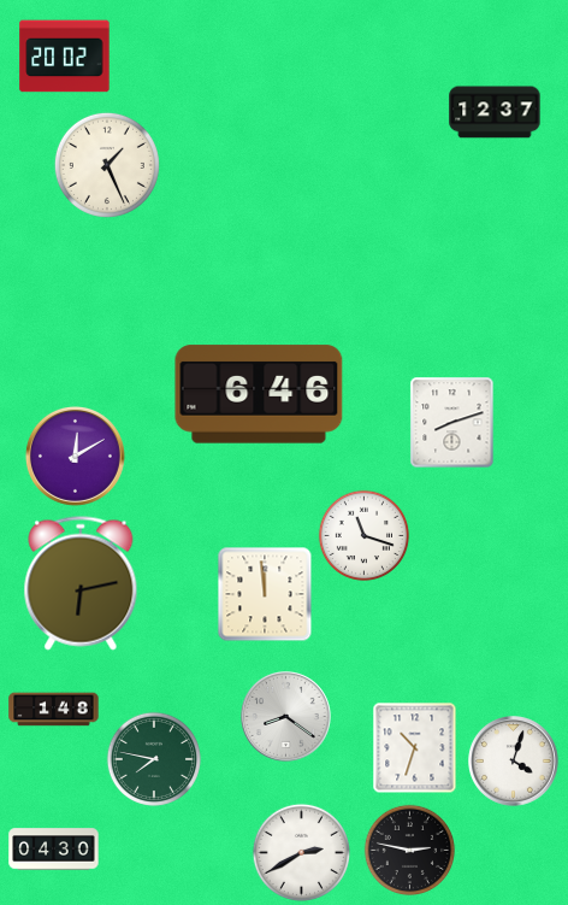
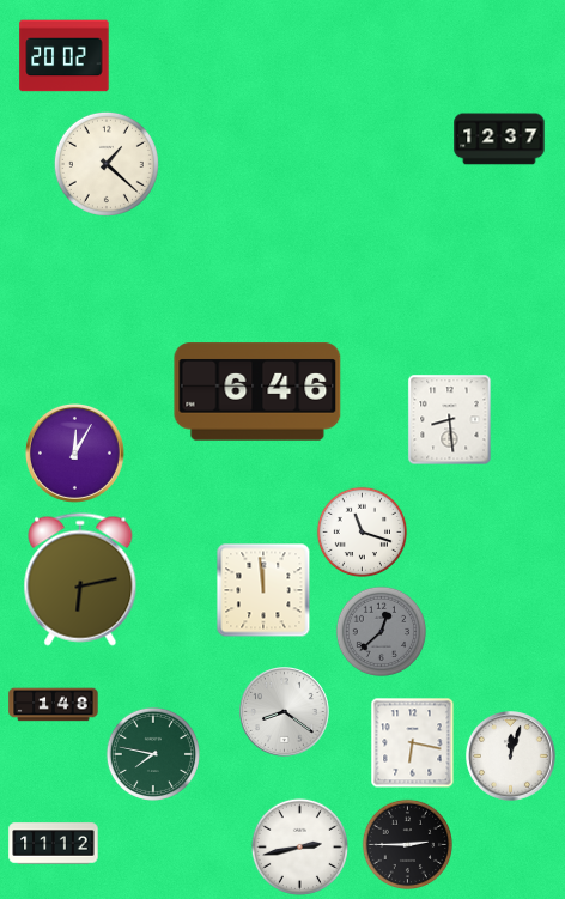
clock at (495, 112) position: (495, 112) -> (499, 139)
clock at (107, 165): 1:26 -> 1:22
clock at (452, 423): 8:12 -> 8:29
clock at (75, 456): 12:10 -> 12:05
clock at (381, 631): none -> 12:38
clock at (415, 748): 10:33 -> 6:17
clock at (514, 762): 4:03 -> 12:03
clock at (54, 850): 04:30 -> 11:12
clock at (409, 850): 2:47 -> 2:45
clock at (301, 852): 2:40 -> 2:43
